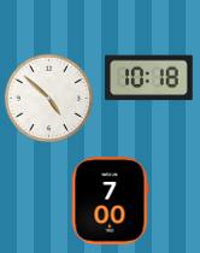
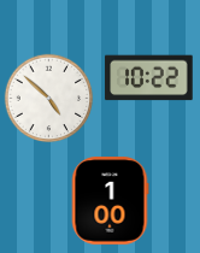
clock at (149, 78): 10:18 -> 10:22
clock at (110, 201): 7:00 -> 1:00
